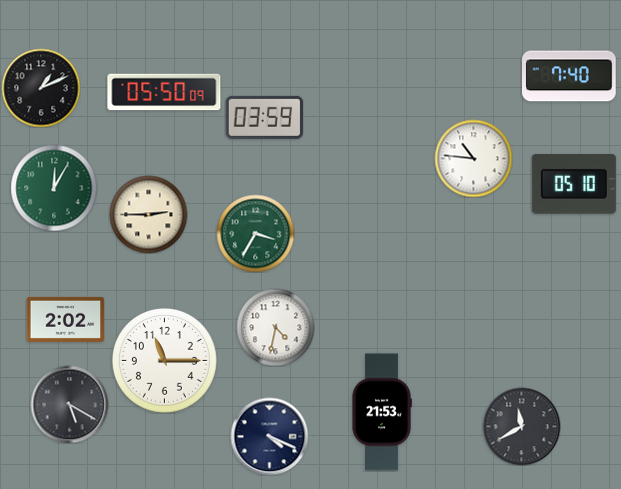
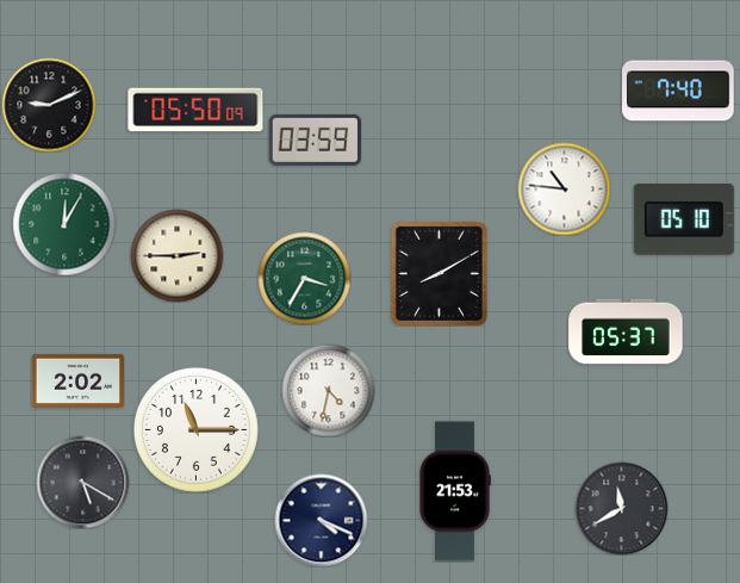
clock at (41, 88): 1:11 -> 9:11
clock at (439, 273): none -> 8:10
clock at (626, 331): none -> 05:37
